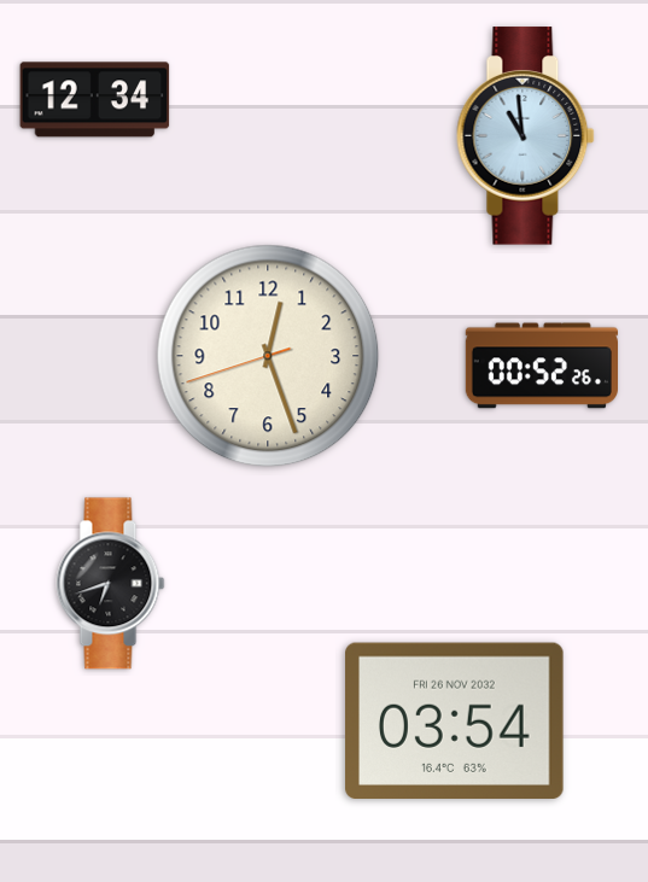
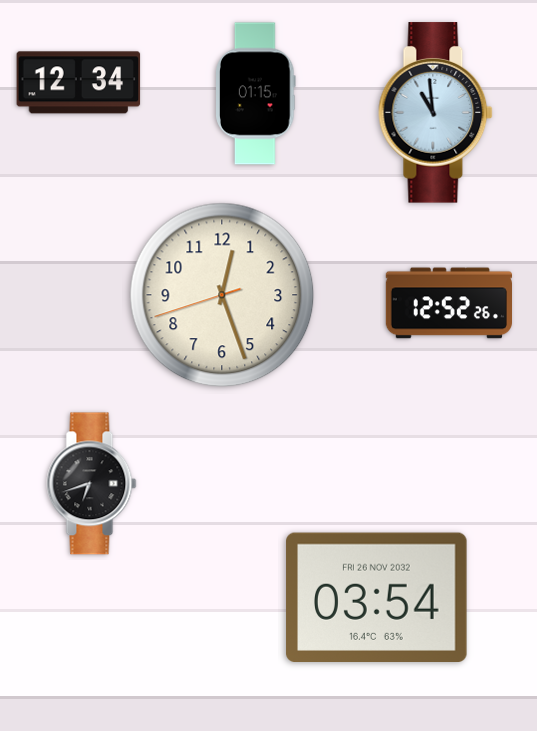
clock at (256, 94): none -> 01:15
clock at (541, 366): 00:52 -> 12:52
